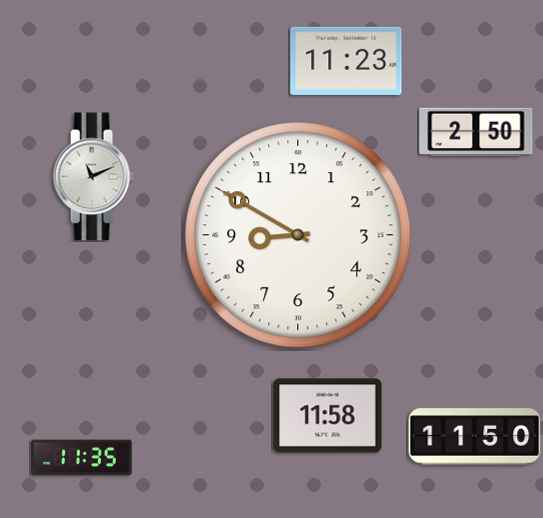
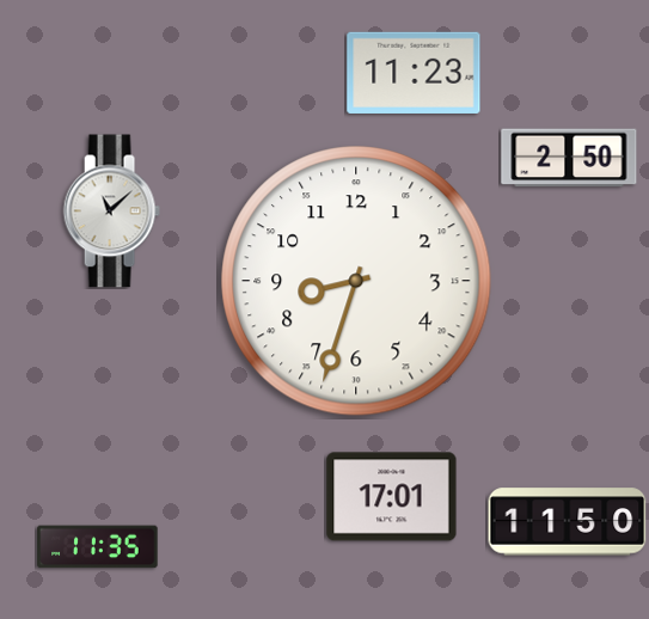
clock at (93, 177): 11:11 -> 11:08
clock at (298, 235): 8:50 -> 8:33
clock at (328, 416): 11:58 -> 17:01
